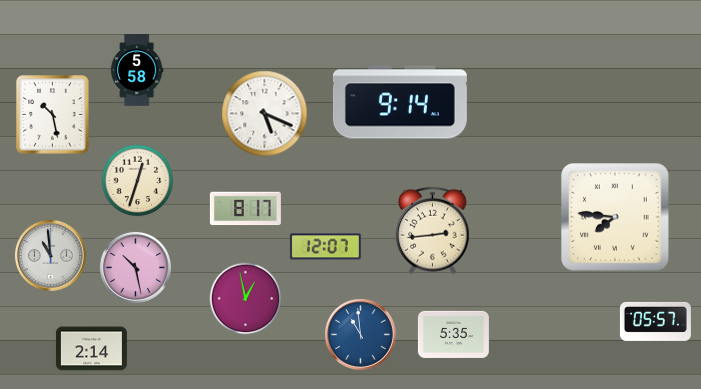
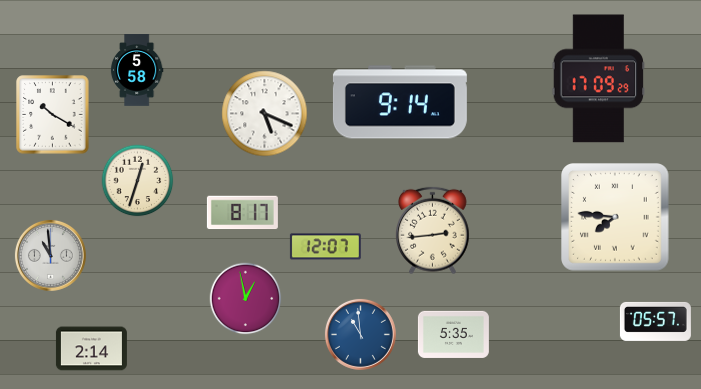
clock at (599, 79): none -> 17:09
clock at (53, 115): 10:28 -> 10:20
clock at (245, 209) position: (245, 209) -> (242, 213)
clock at (135, 267): 10:28 -> none
